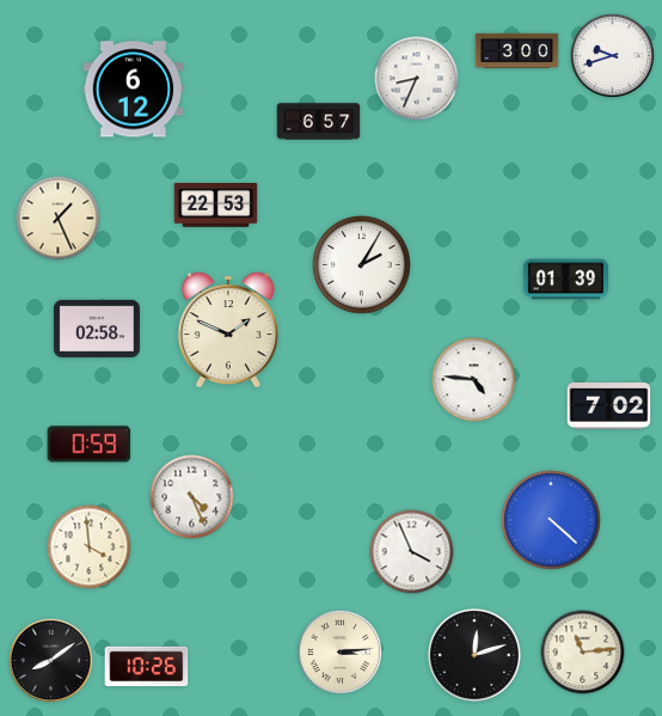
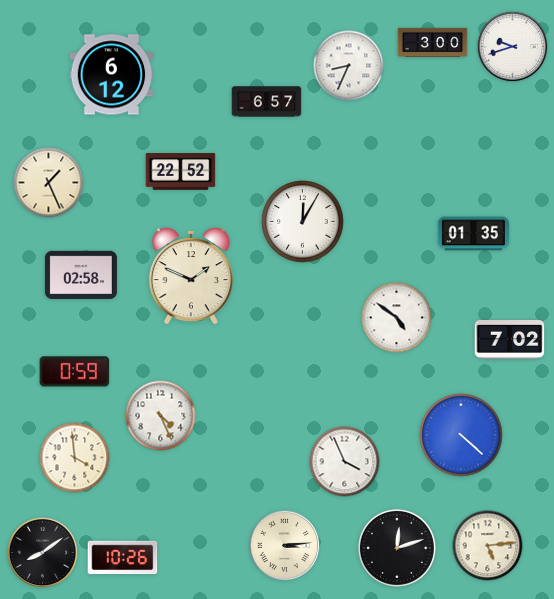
clock at (216, 206): 22:53 -> 22:52
clock at (362, 265): 2:05 -> 12:05
clock at (565, 280): 01:39 -> 01:35
clock at (474, 380): 4:46 -> 4:51
clock at (583, 653): 11:14 -> 5:14
